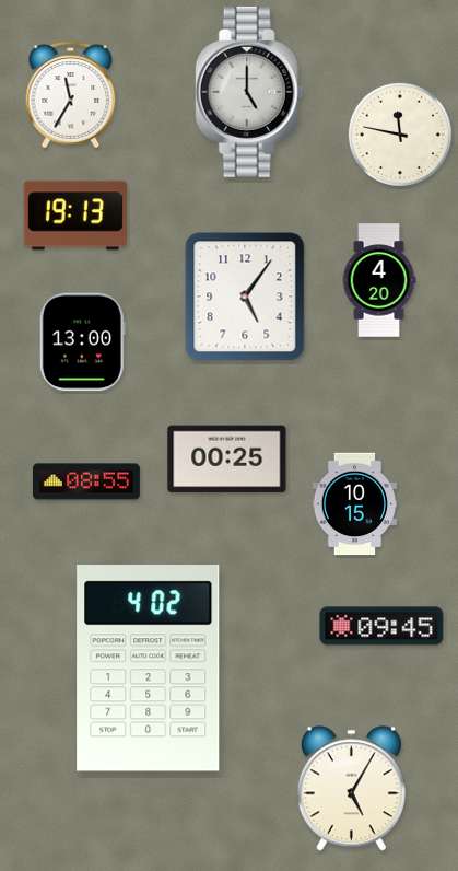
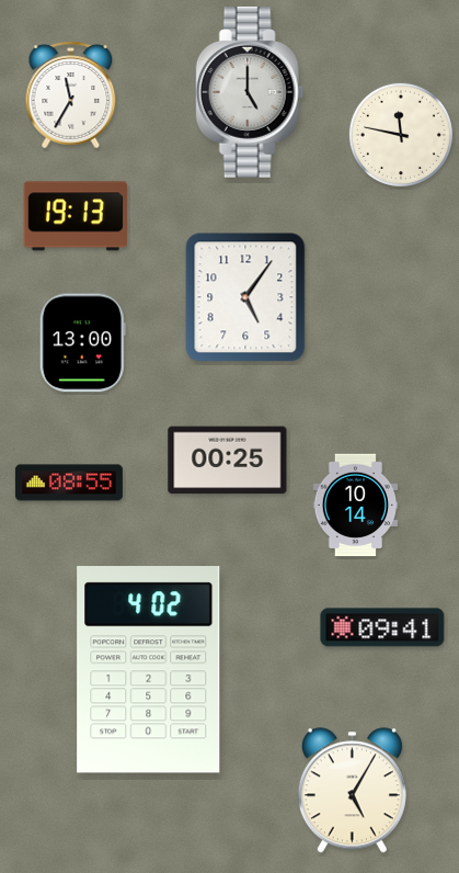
clock at (379, 280): 4:20 -> none
clock at (86, 481) position: (86, 481) -> (69, 483)
clock at (355, 504): 10:15 -> 10:14
clock at (381, 626): 09:45 -> 09:41
